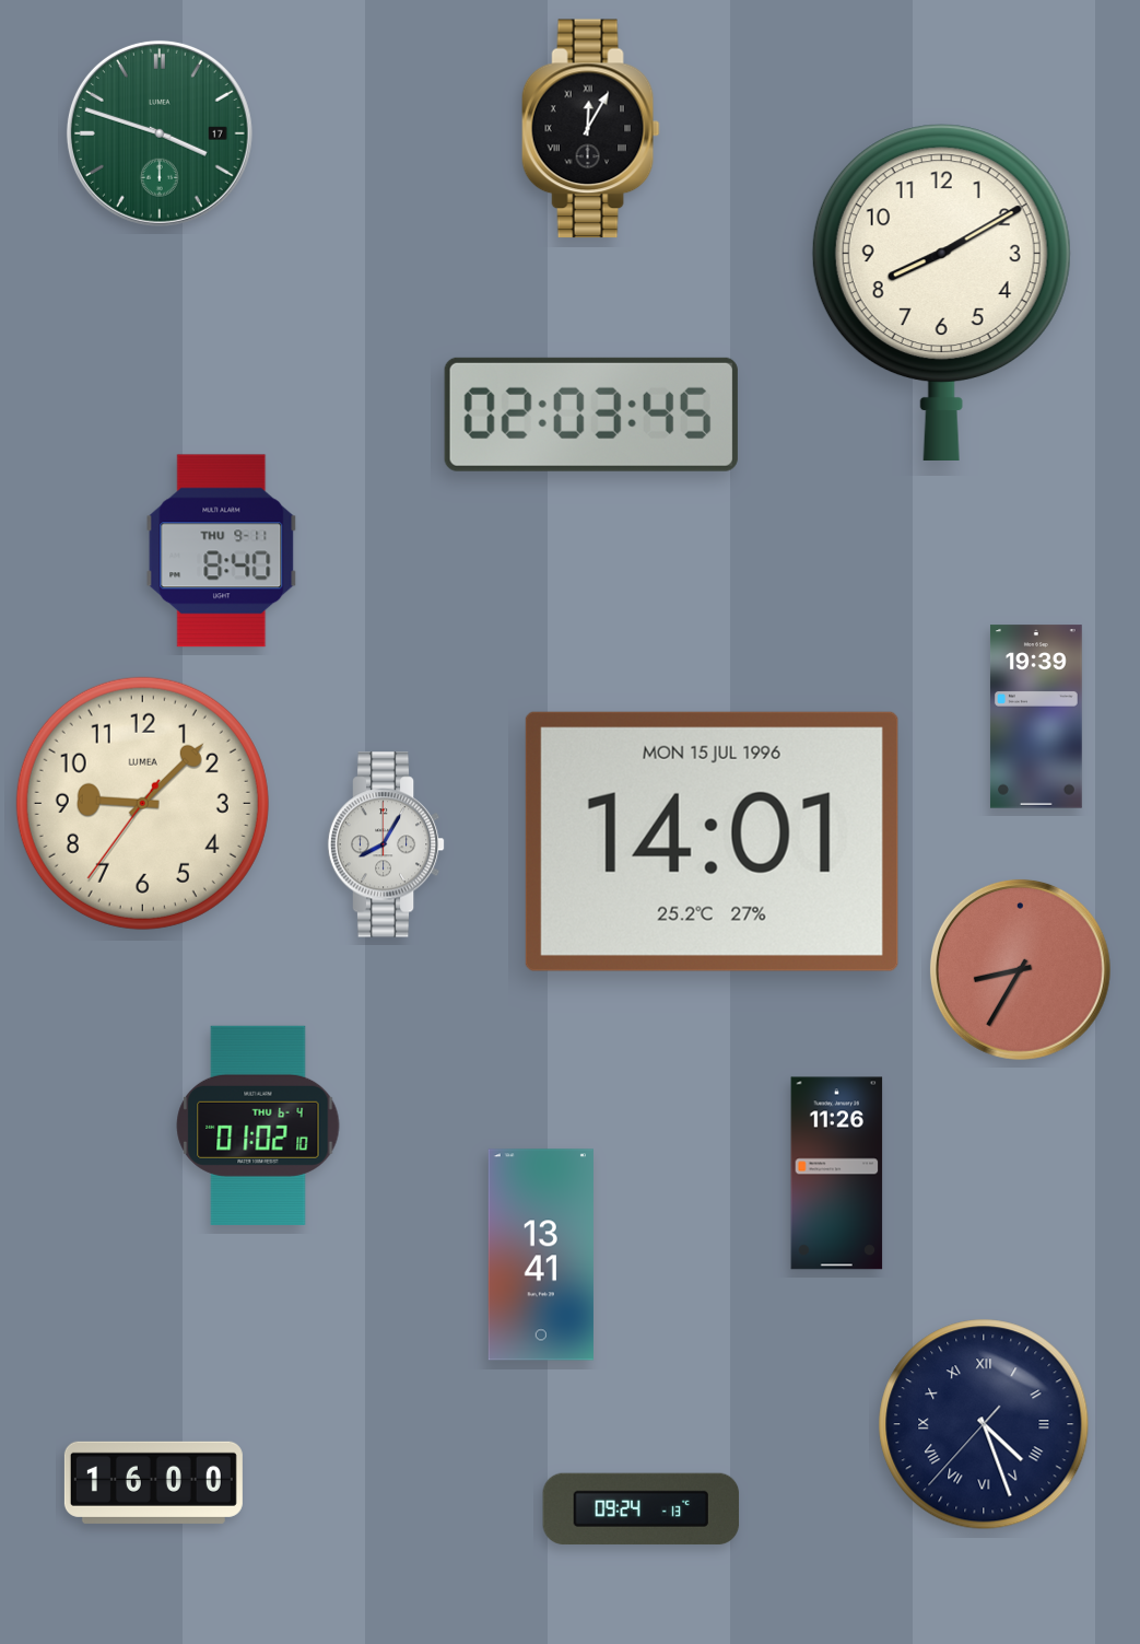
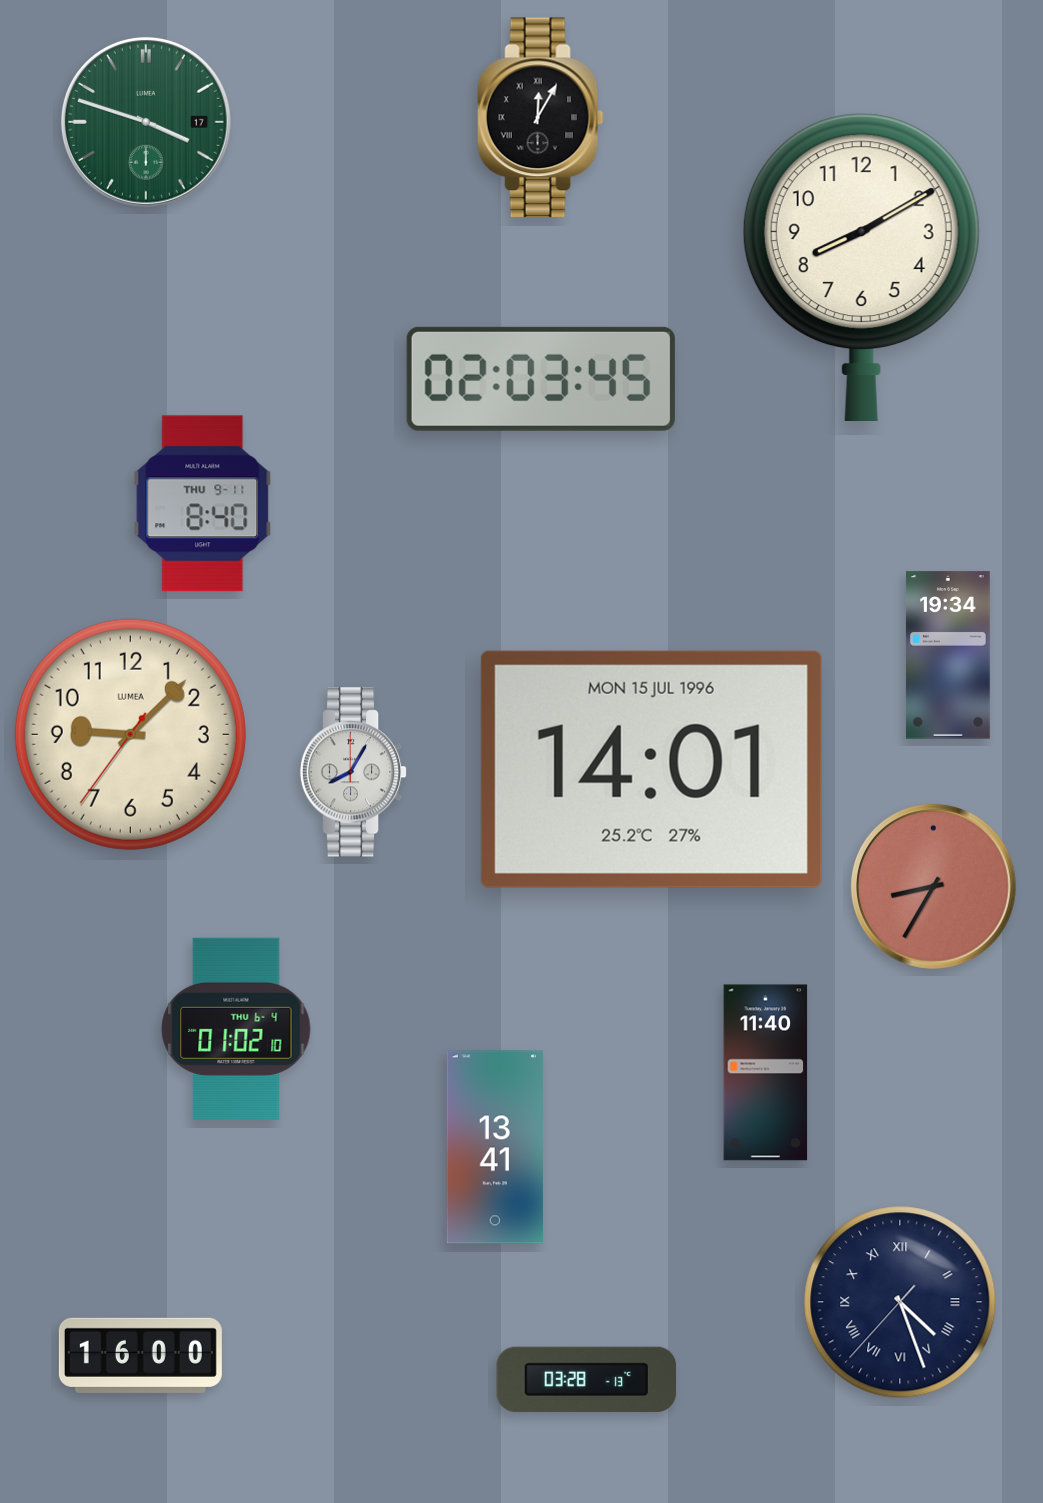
clock at (1036, 716): 19:39 -> 19:34
clock at (837, 1174): 11:26 -> 11:40
clock at (642, 1508): 09:24 -> 03:28
